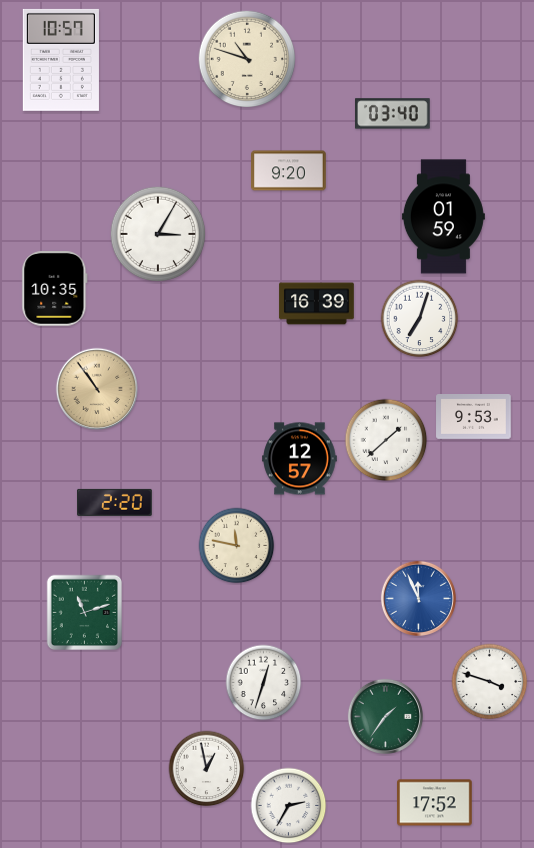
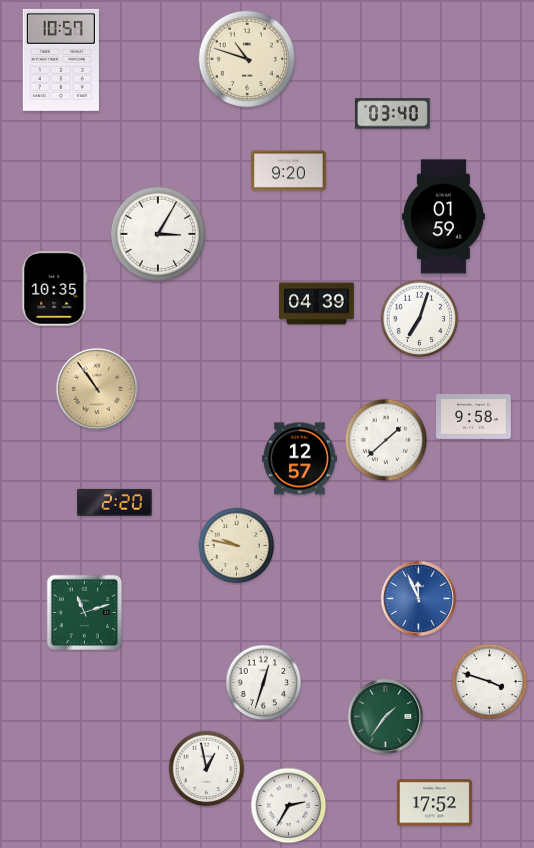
clock at (317, 304): 16:39 -> 04:39
clock at (474, 417): 9:53 -> 9:58
clock at (237, 546): 11:47 -> 9:47
